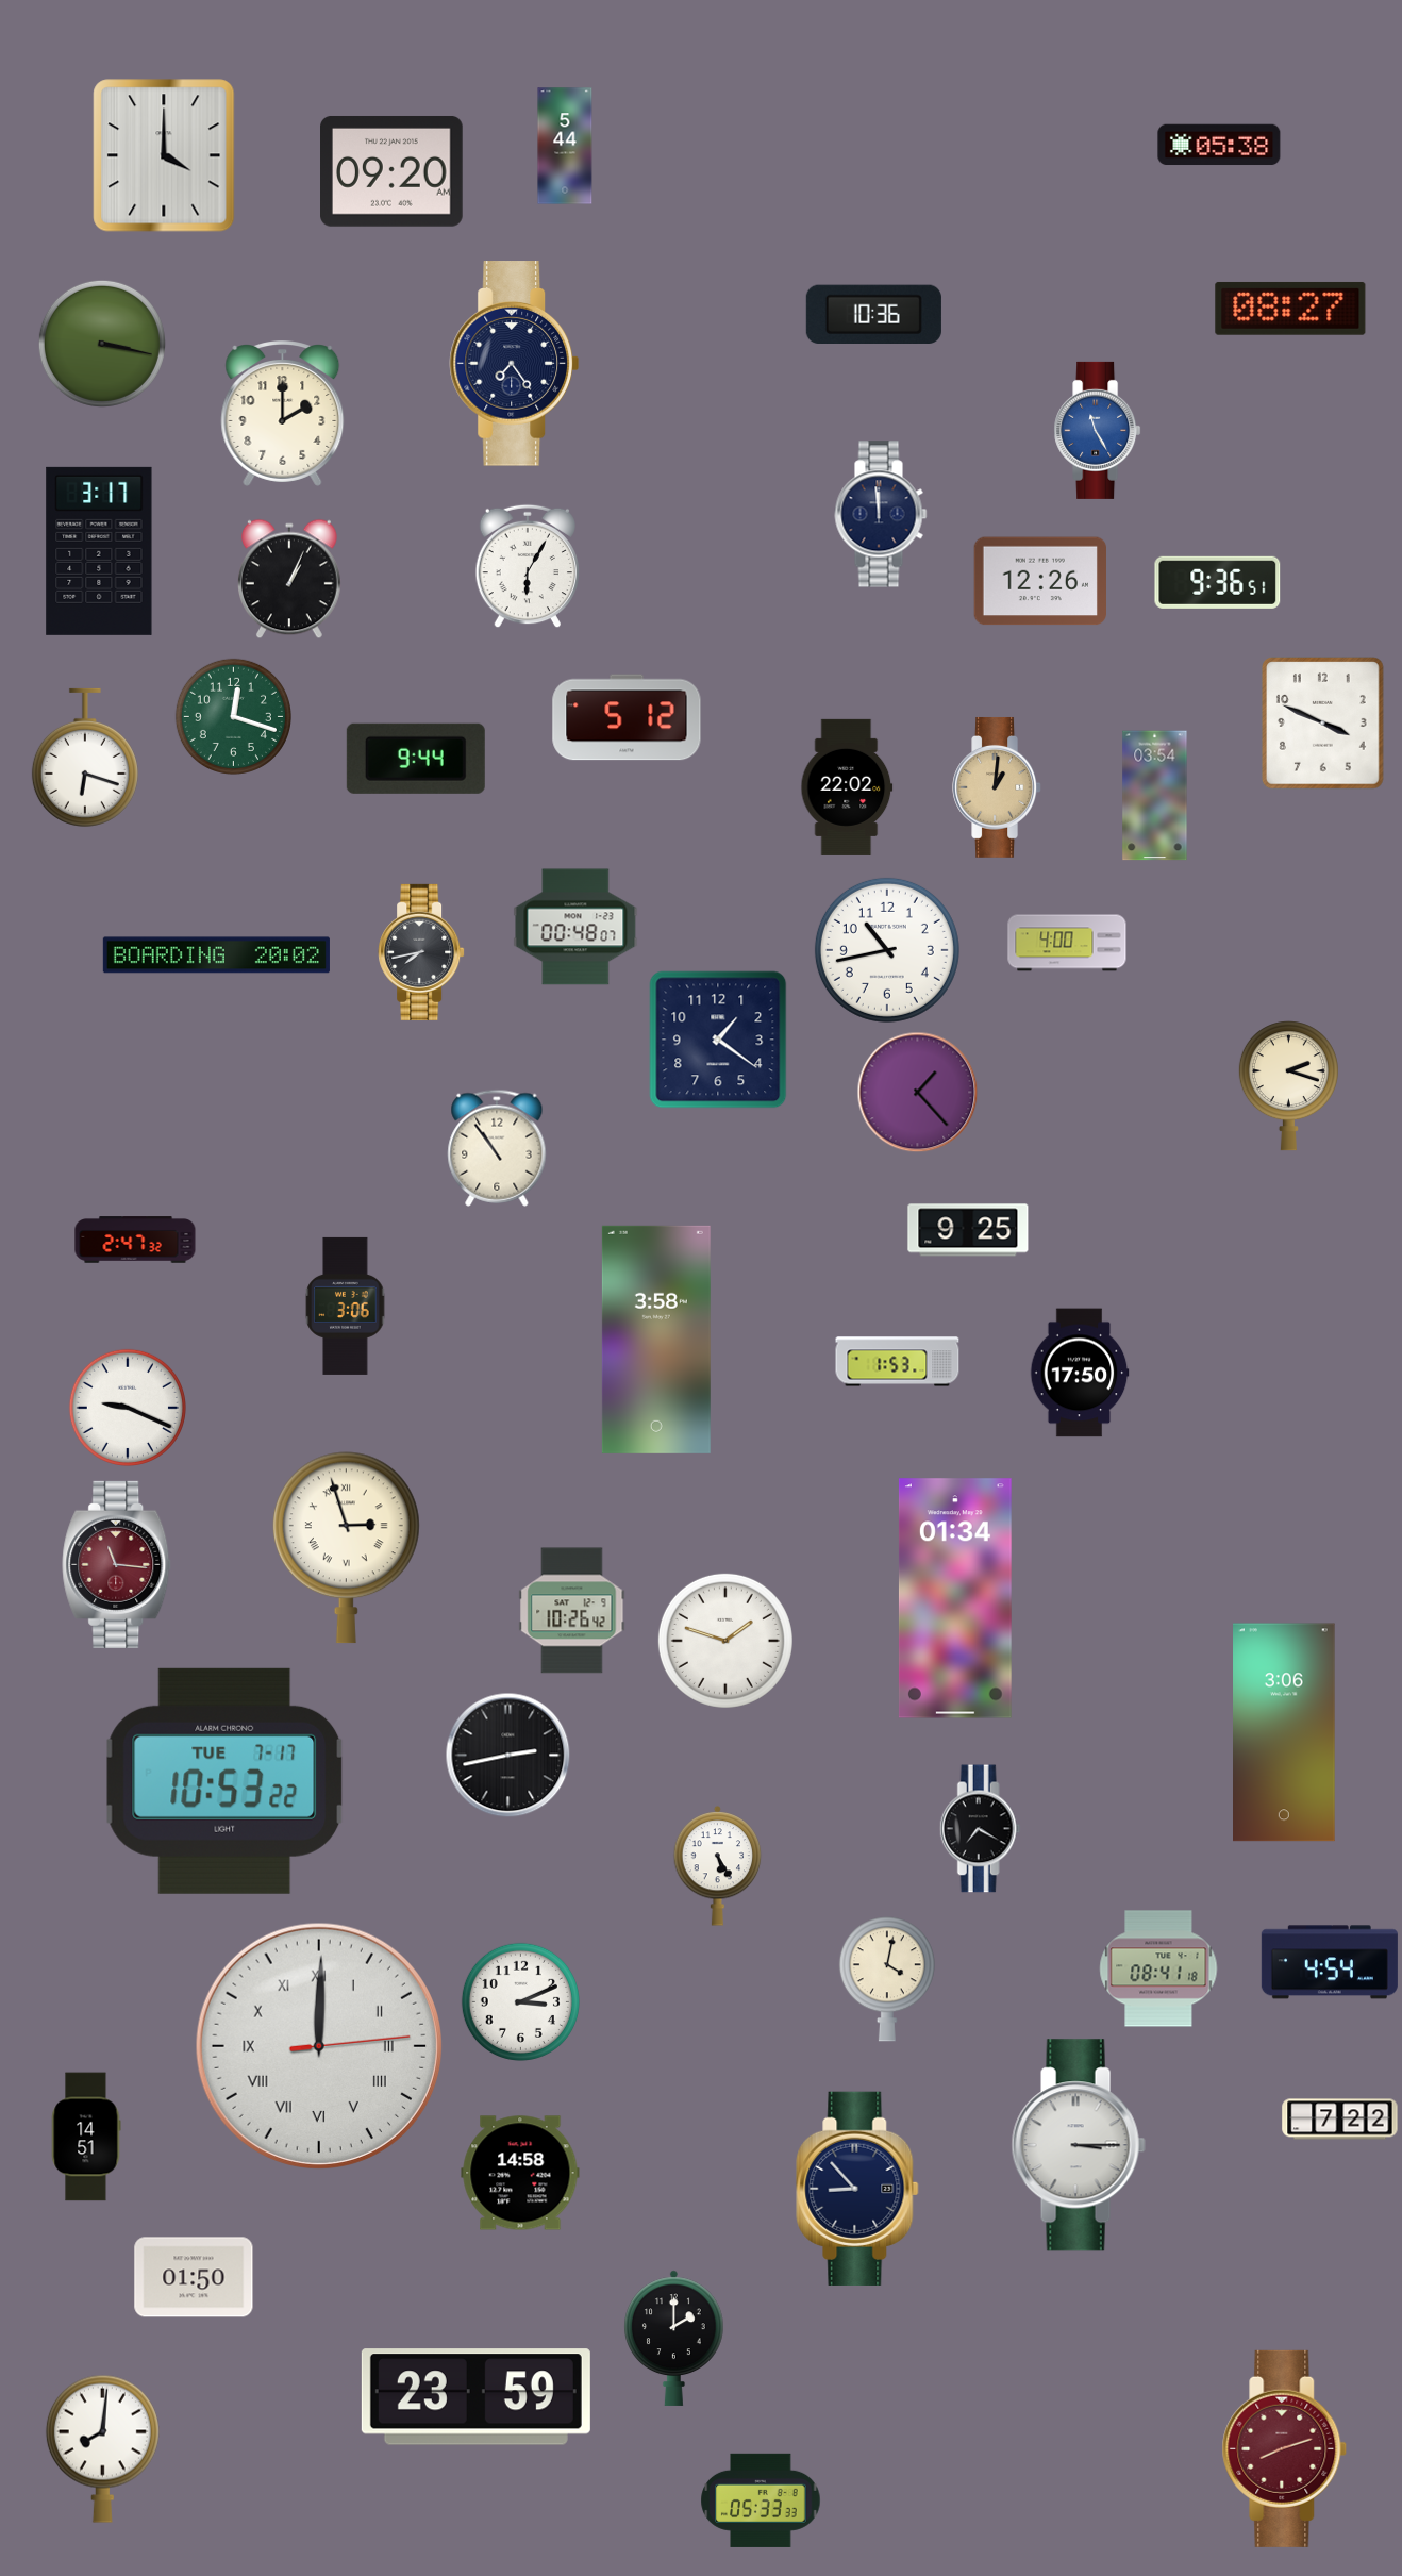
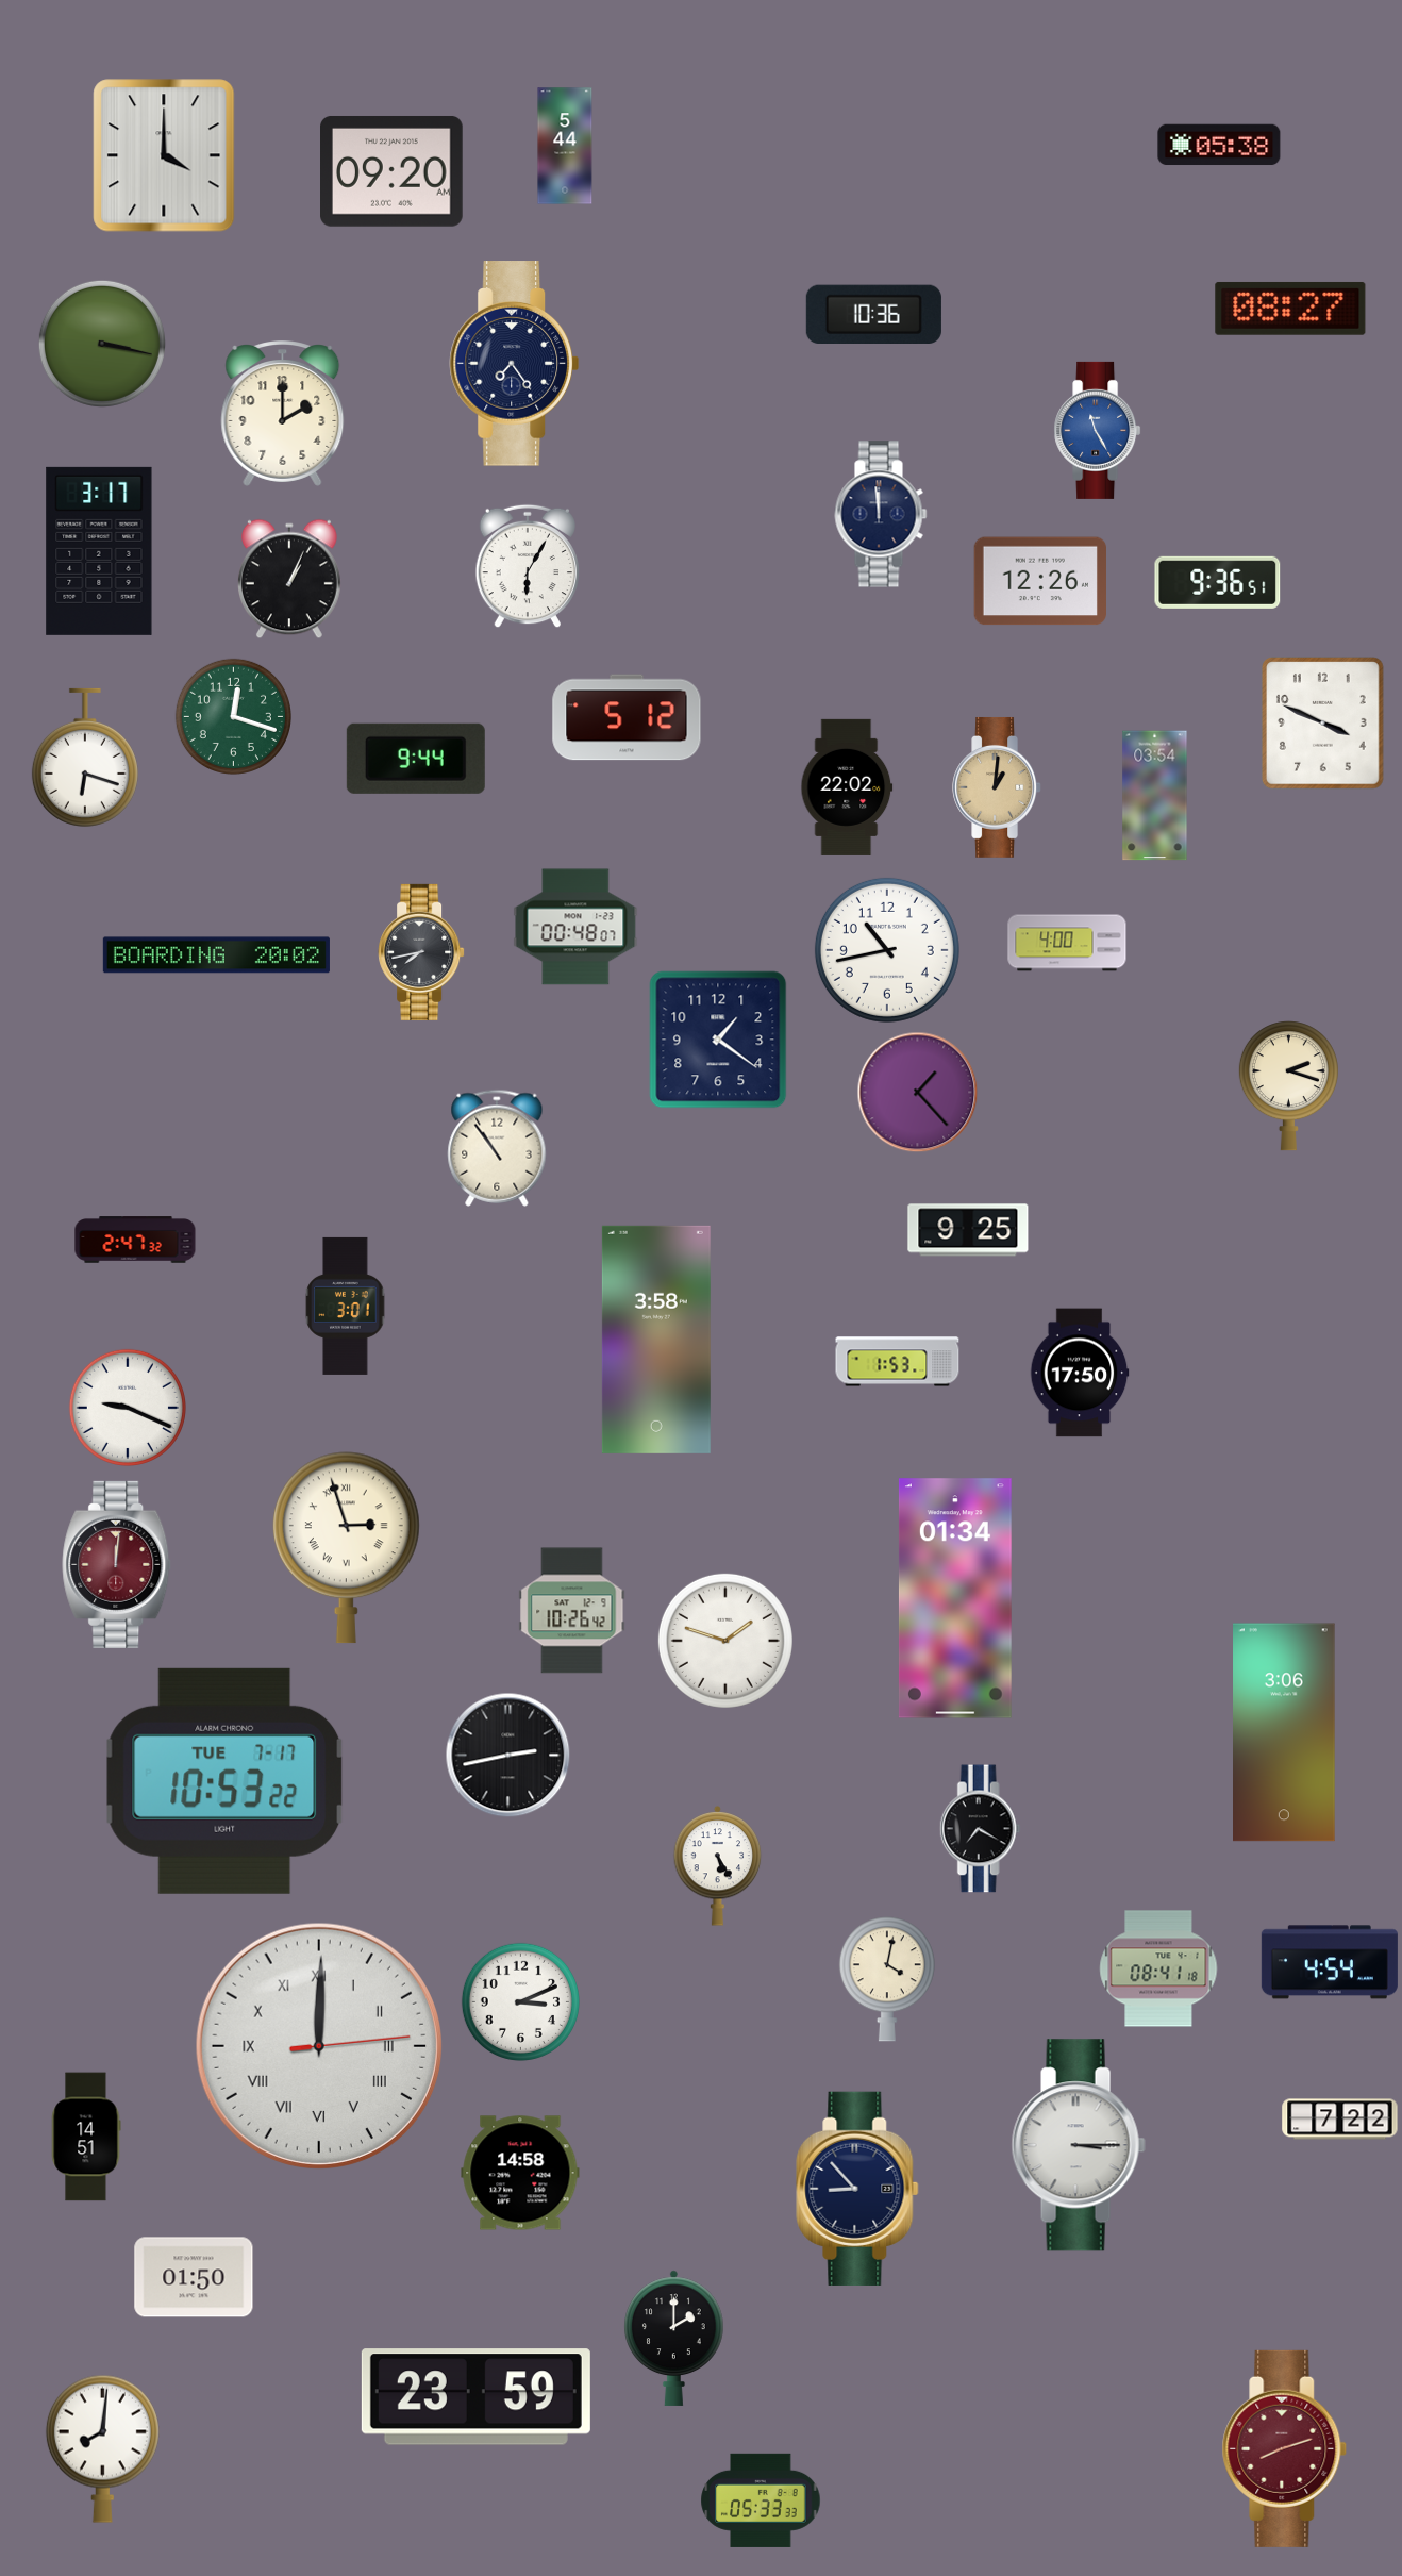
clock at (346, 1306): 3:06 -> 3:01
clock at (117, 1564): 11:16 -> 12:01
